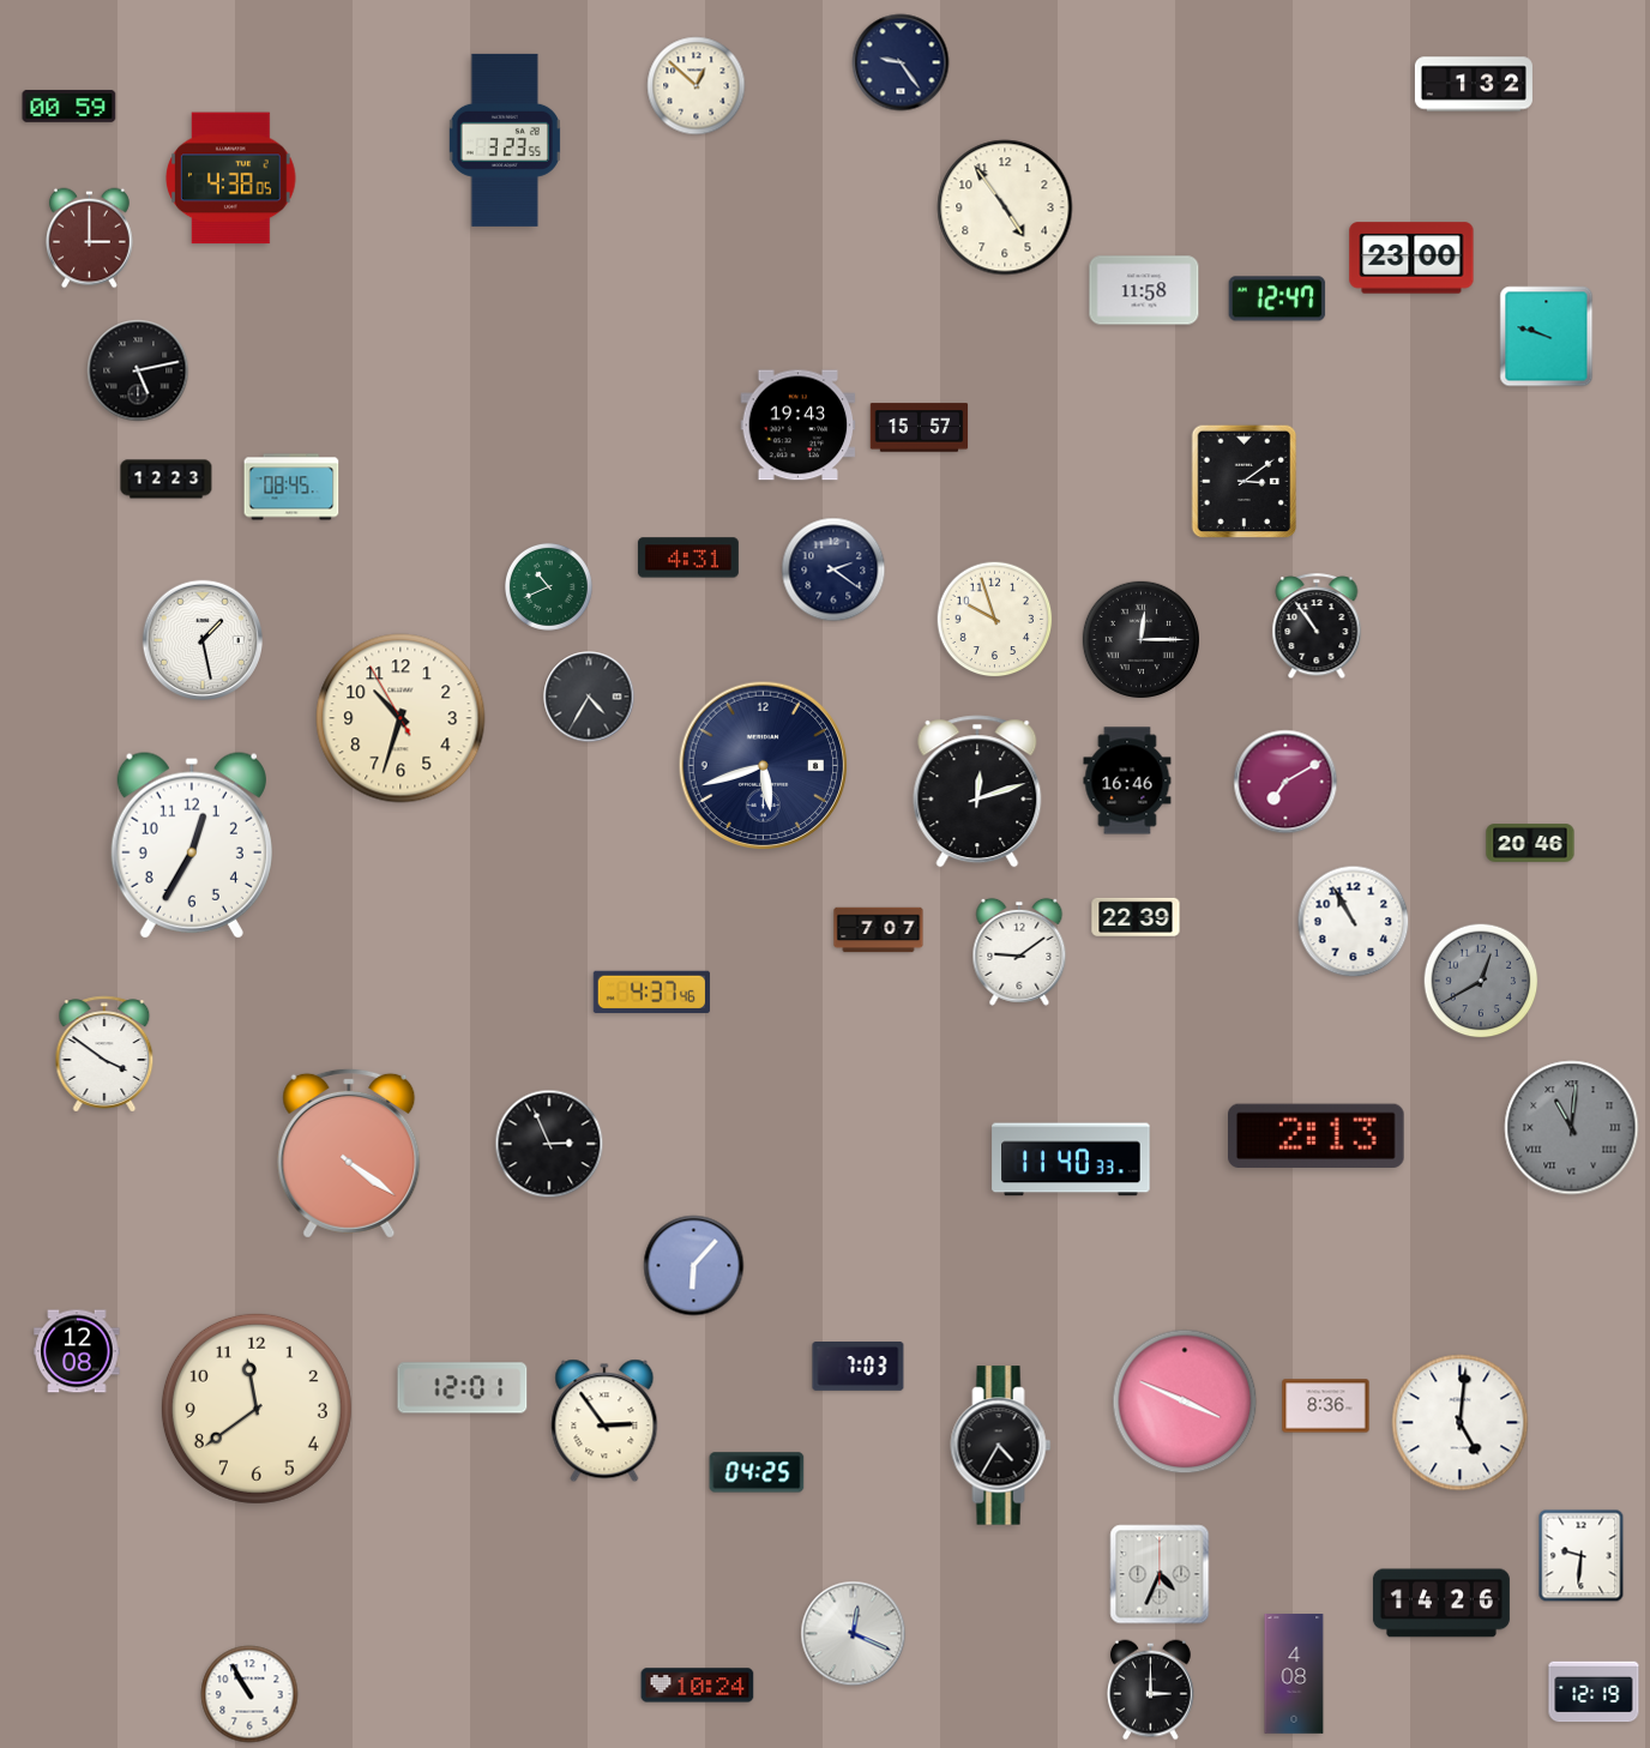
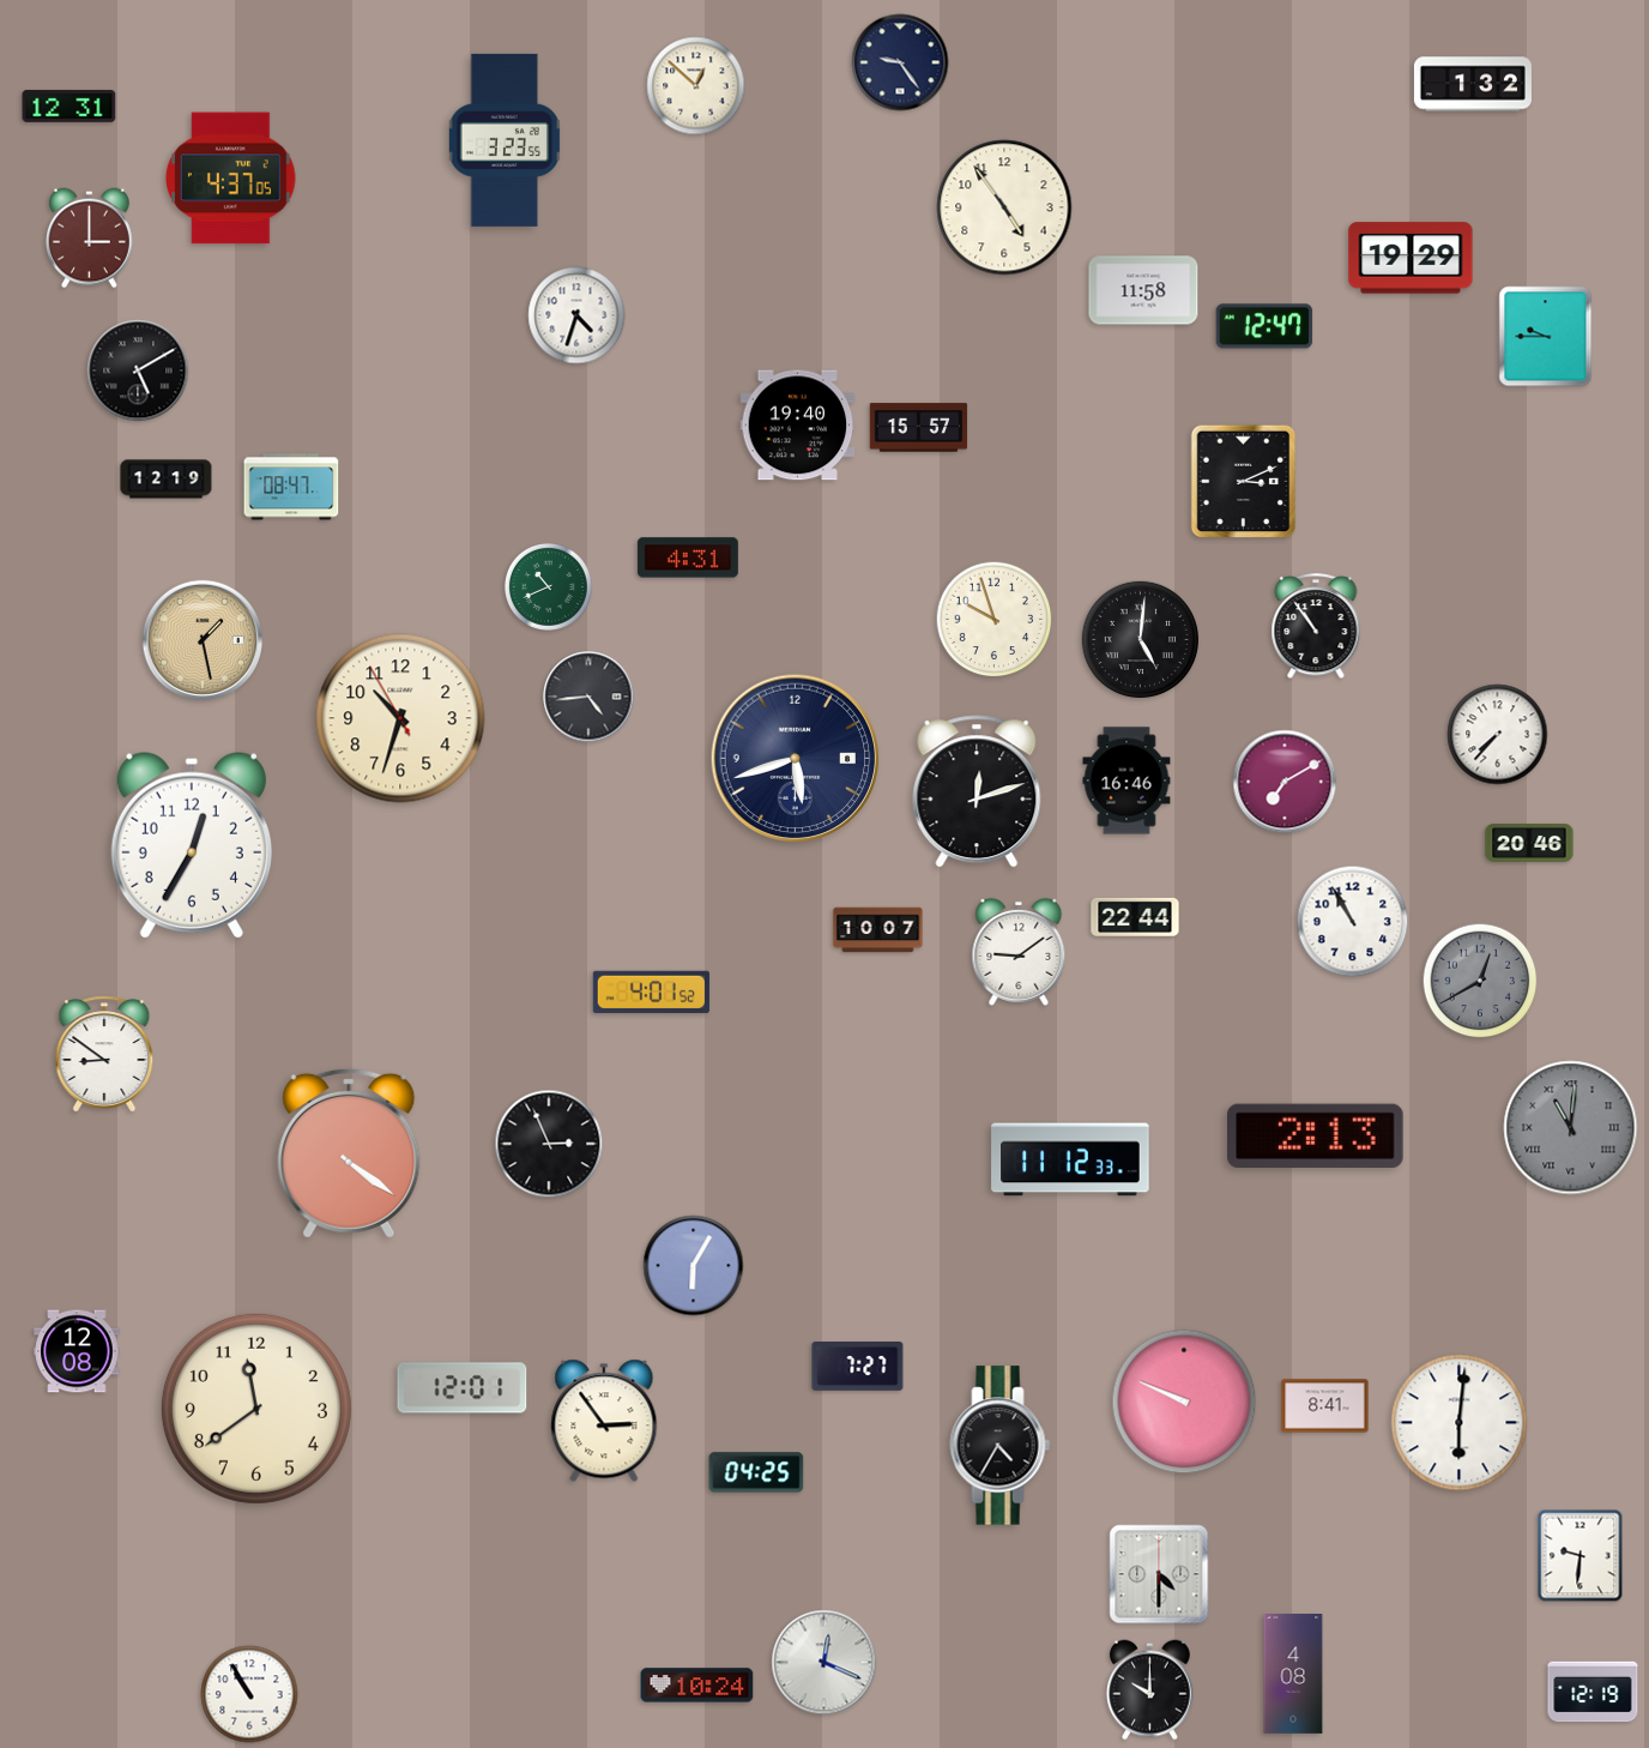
clock at (70, 106): 00:59 -> 12:31
clock at (231, 179): 4:38 -> 4:37
clock at (1411, 258): 23:00 -> 19:29
clock at (1277, 299) position: (1277, 299) -> (1264, 326)
clock at (576, 315): none -> 4:33
clock at (1547, 337): 9:48 -> 9:45
clock at (138, 370): 5:13 -> 5:10
clock at (799, 426): 19:43 -> 19:40
clock at (167, 480): 12:23 -> 12:19
clock at (1245, 482): 3:09 -> 3:11
clock at (291, 487): 08:45 -> 08:47
clock at (833, 569): 2:21 -> none
clock at (1140, 639): 12:15 -> 5:01
clock at (203, 640) dial: white -> champagne
clock at (589, 697): 4:35 -> 4:44
clock at (1498, 735): none -> 7:37
clock at (764, 766) position: (764, 766) -> (796, 759)
clock at (1136, 917): 22:39 -> 22:44
clock at (879, 930): 7:07 -> 10:07
clock at (651, 991): 4:37 -> 4:01
clock at (104, 1054): 3:51 -> 8:51
clock at (1071, 1159): 11:40 -> 11:12
clock at (694, 1266): 6:07 -> 6:05
clock at (859, 1367): 7:03 -> 7:27
clock at (1185, 1402): 3:49 -> 9:49
clock at (1326, 1406): 8:36 -> 8:41
clock at (1461, 1423): 5:01 -> 6:01
clock at (1160, 1574): 4:34 -> 4:30
clock at (1441, 1603): 14:26 -> none
clock at (854, 1634) position: (854, 1634) -> (824, 1663)
clock at (1151, 1690): 3:00 -> 10:00
